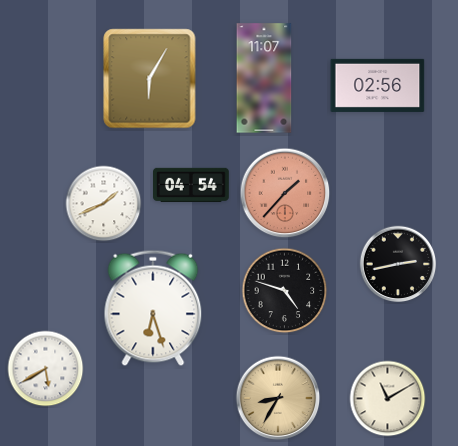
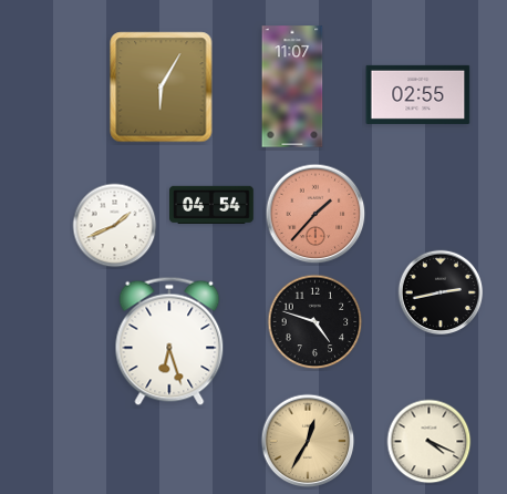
clock at (150, 79) position: (150, 79) -> (162, 88)
clock at (378, 85): 02:56 -> 02:55
clock at (46, 369): 5:40 -> none
clock at (278, 398): 8:35 -> 12:35
clock at (388, 399): 11:10 -> 4:19
